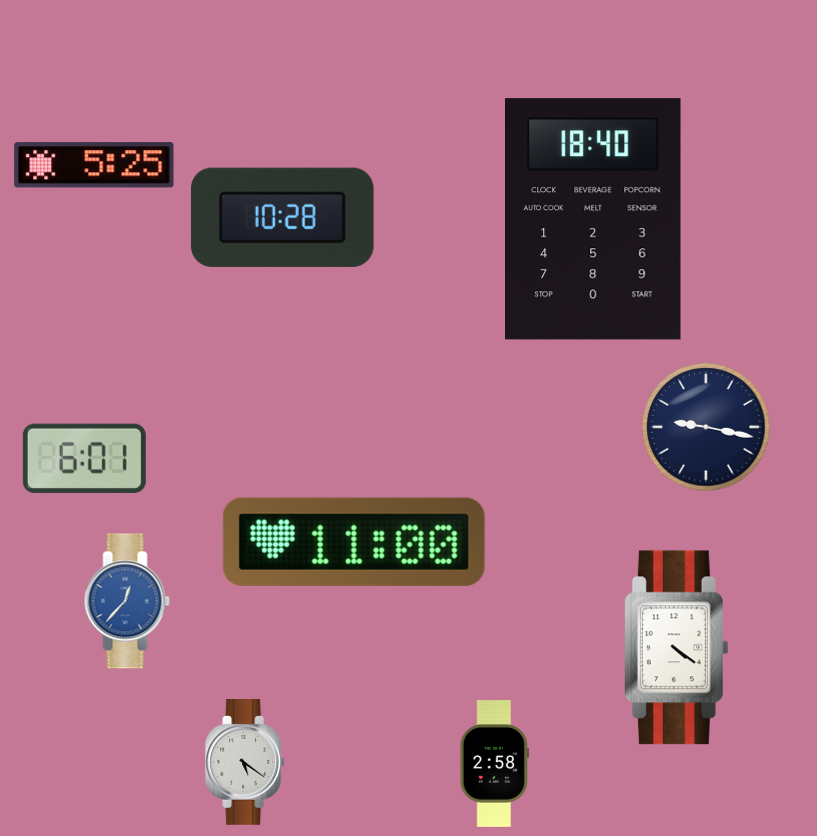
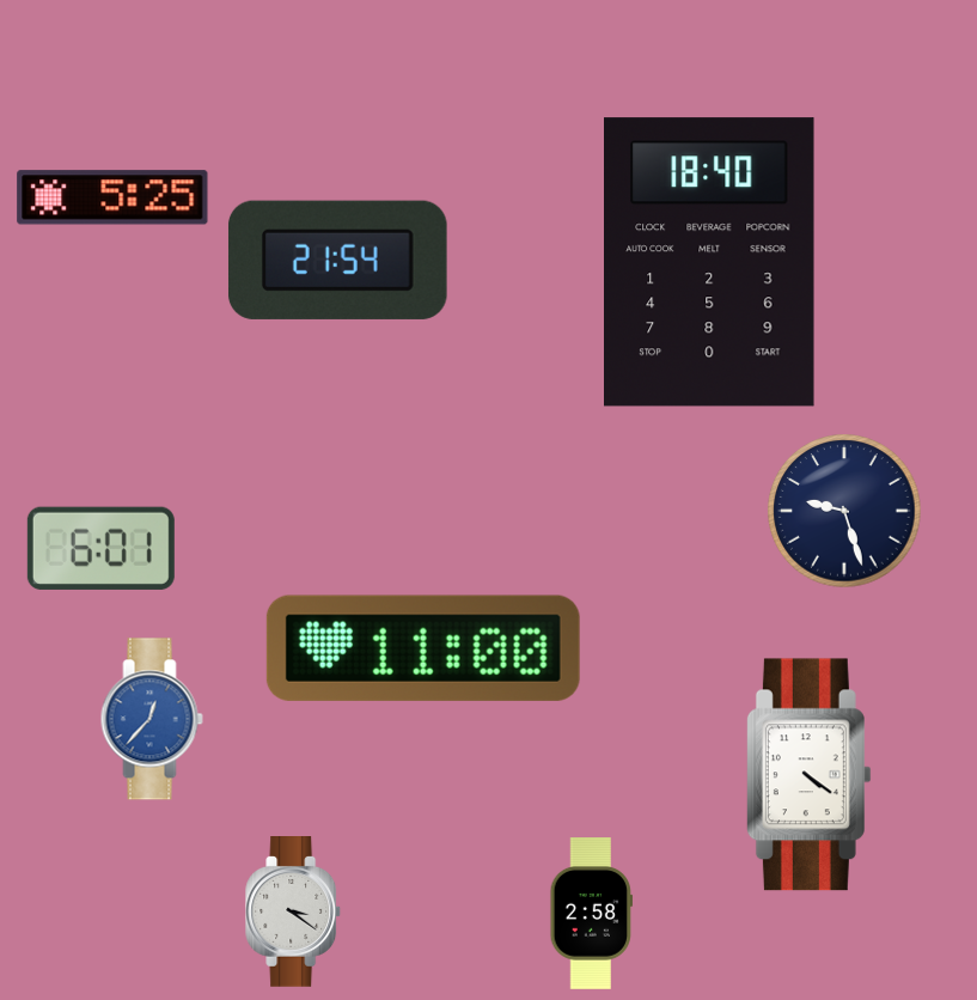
clock at (282, 217): 10:28 -> 21:54
clock at (706, 427): 9:17 -> 9:27
clock at (246, 763): 5:21 -> 3:21
